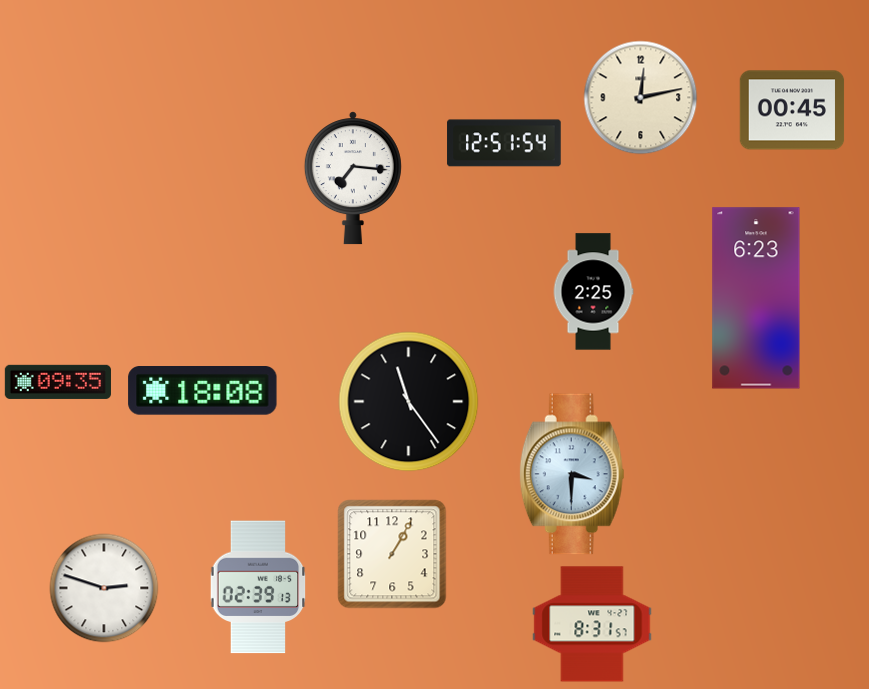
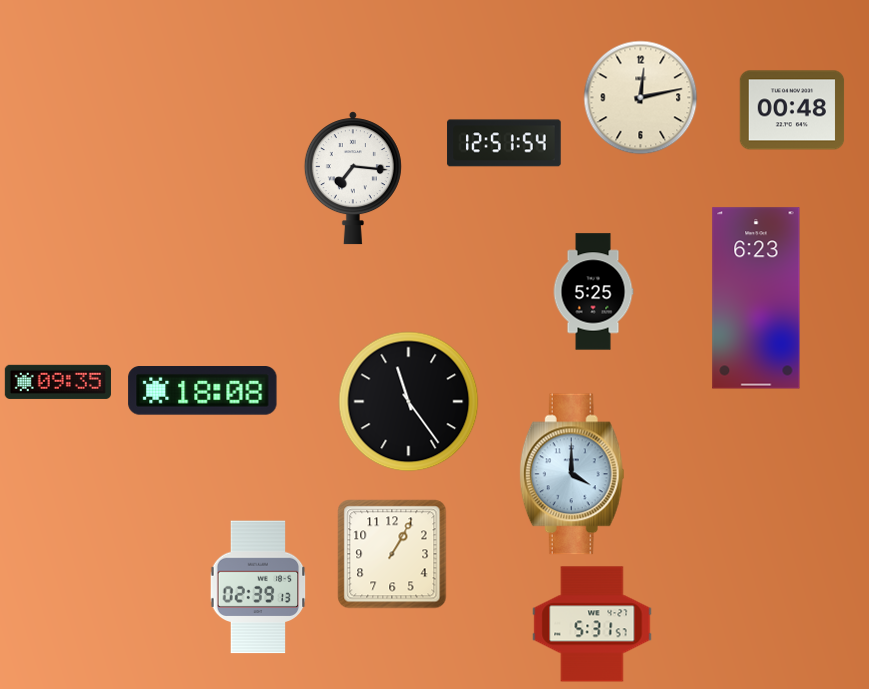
clock at (792, 110): 00:45 -> 00:48
clock at (593, 292): 2:25 -> 5:25
clock at (572, 474): 3:30 -> 4:00
clock at (104, 588): 2:48 -> none
clock at (592, 624): 8:31 -> 5:31
